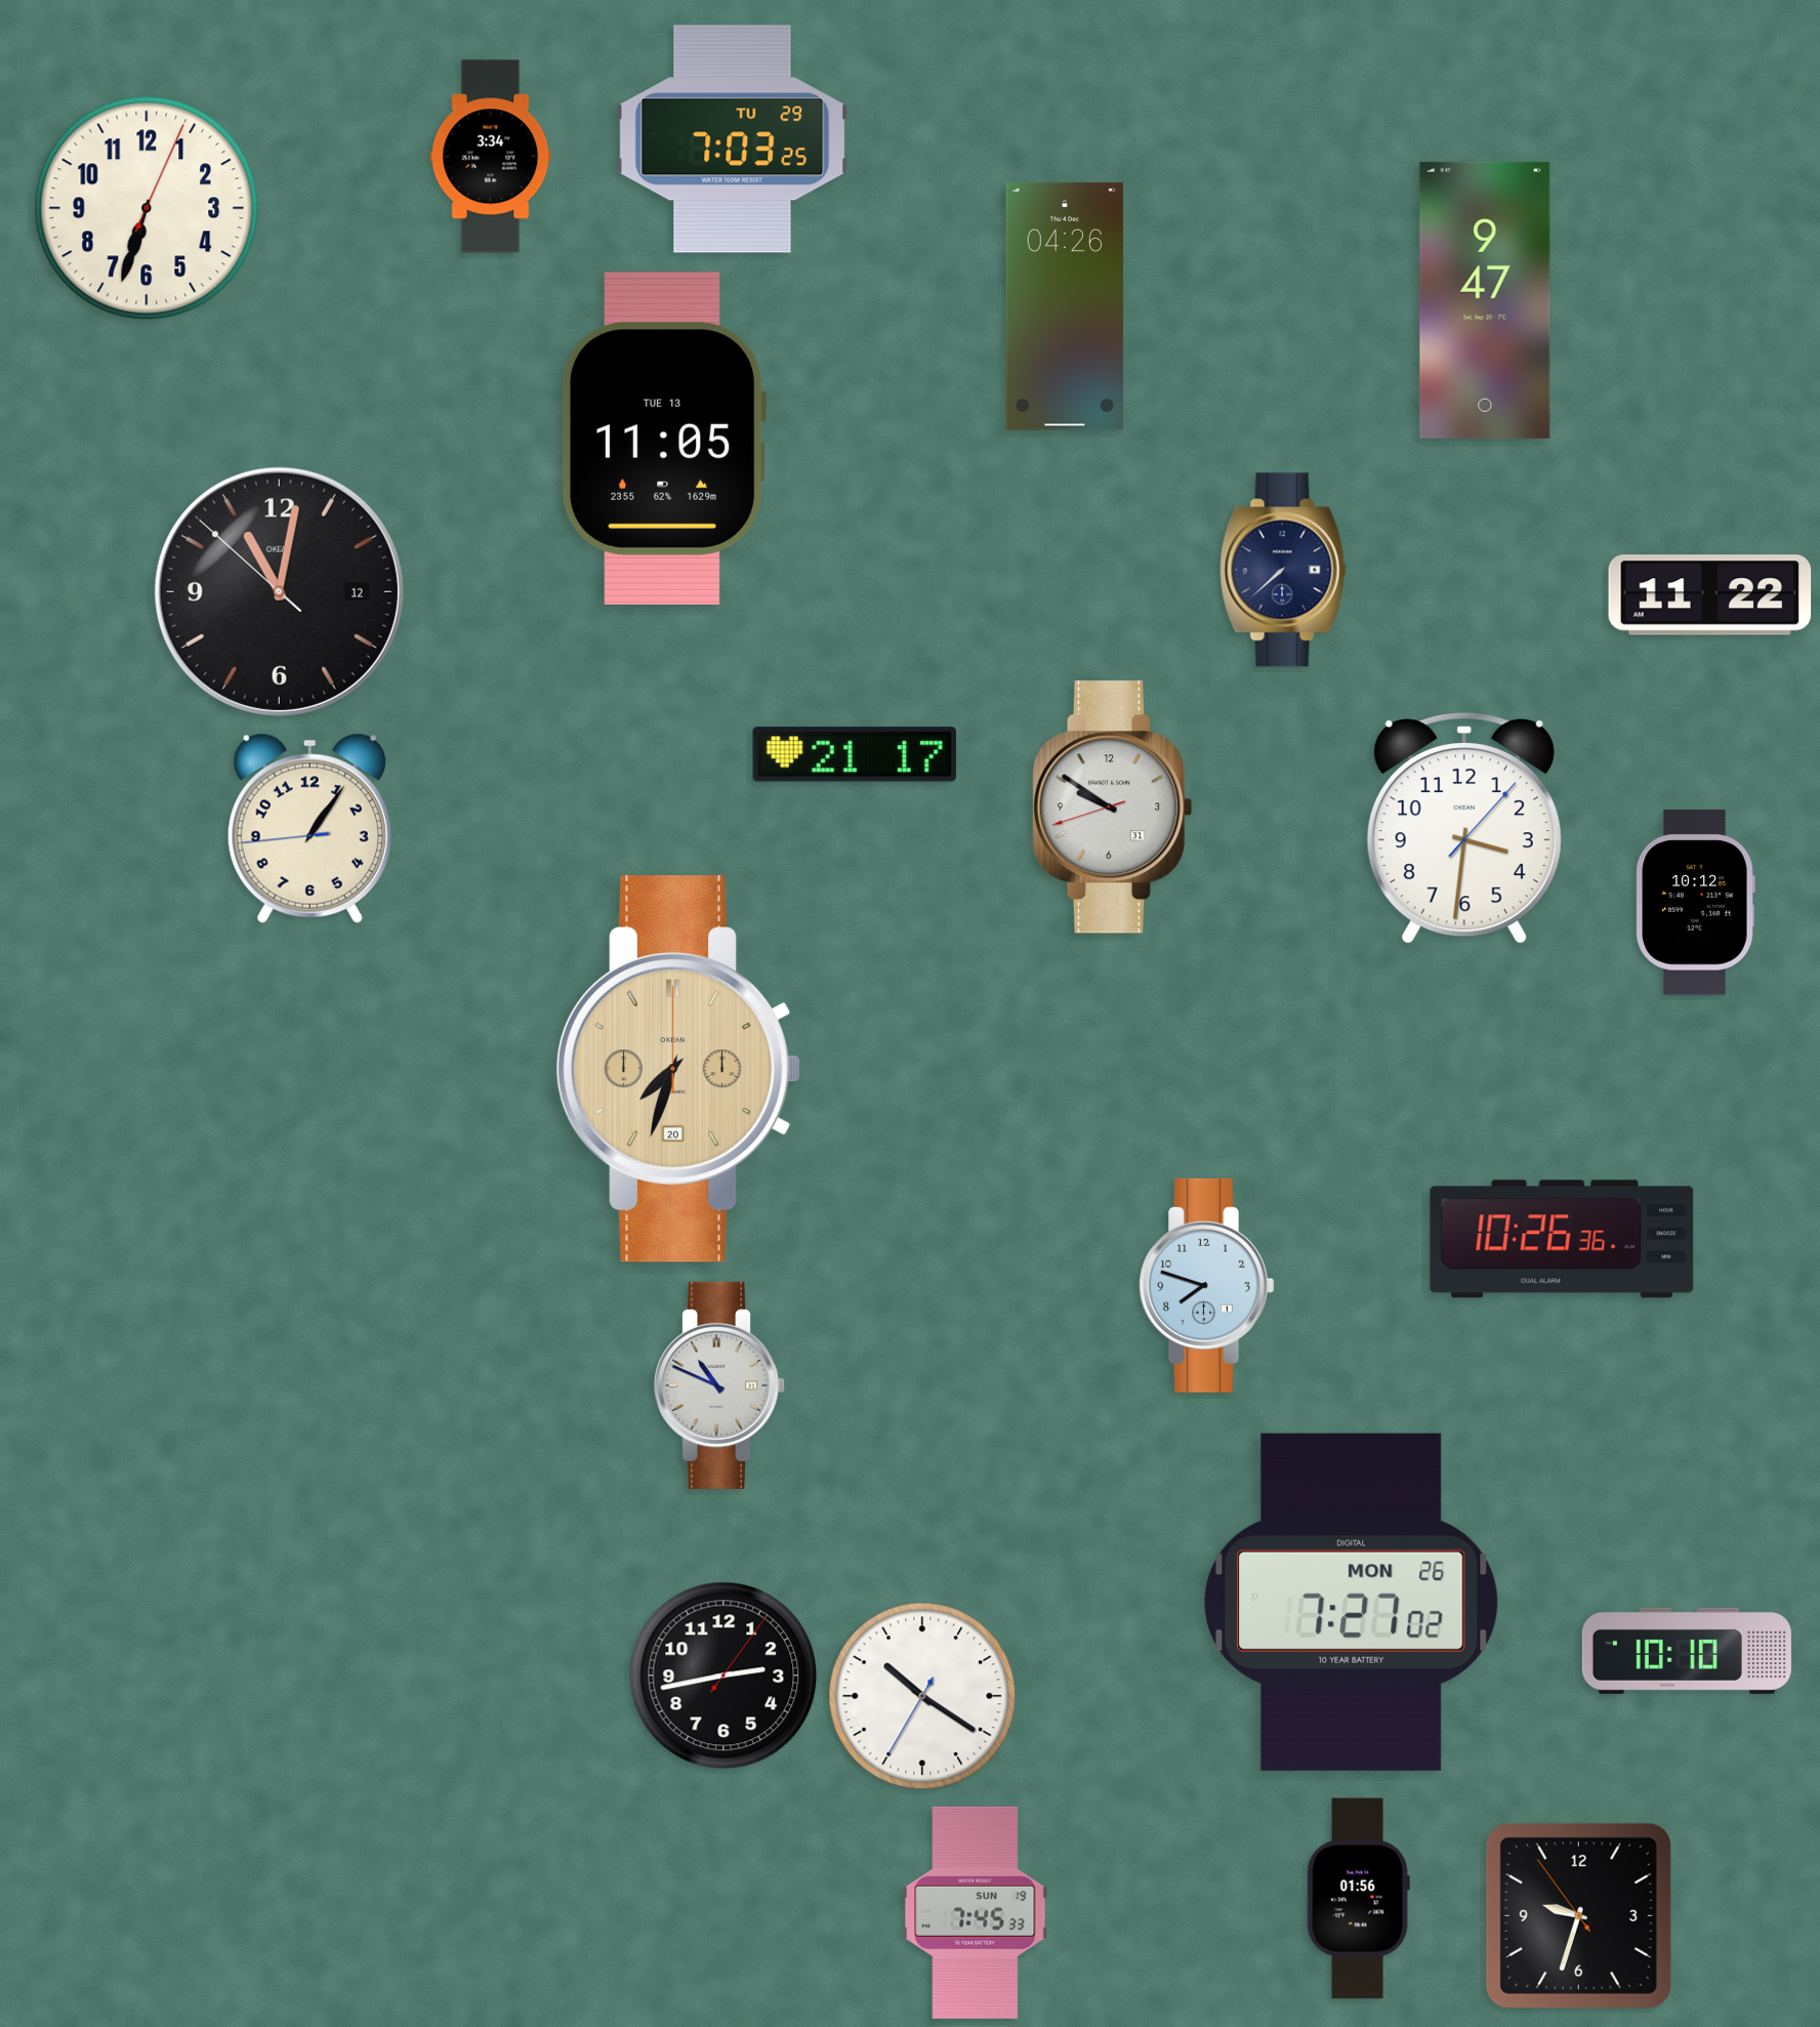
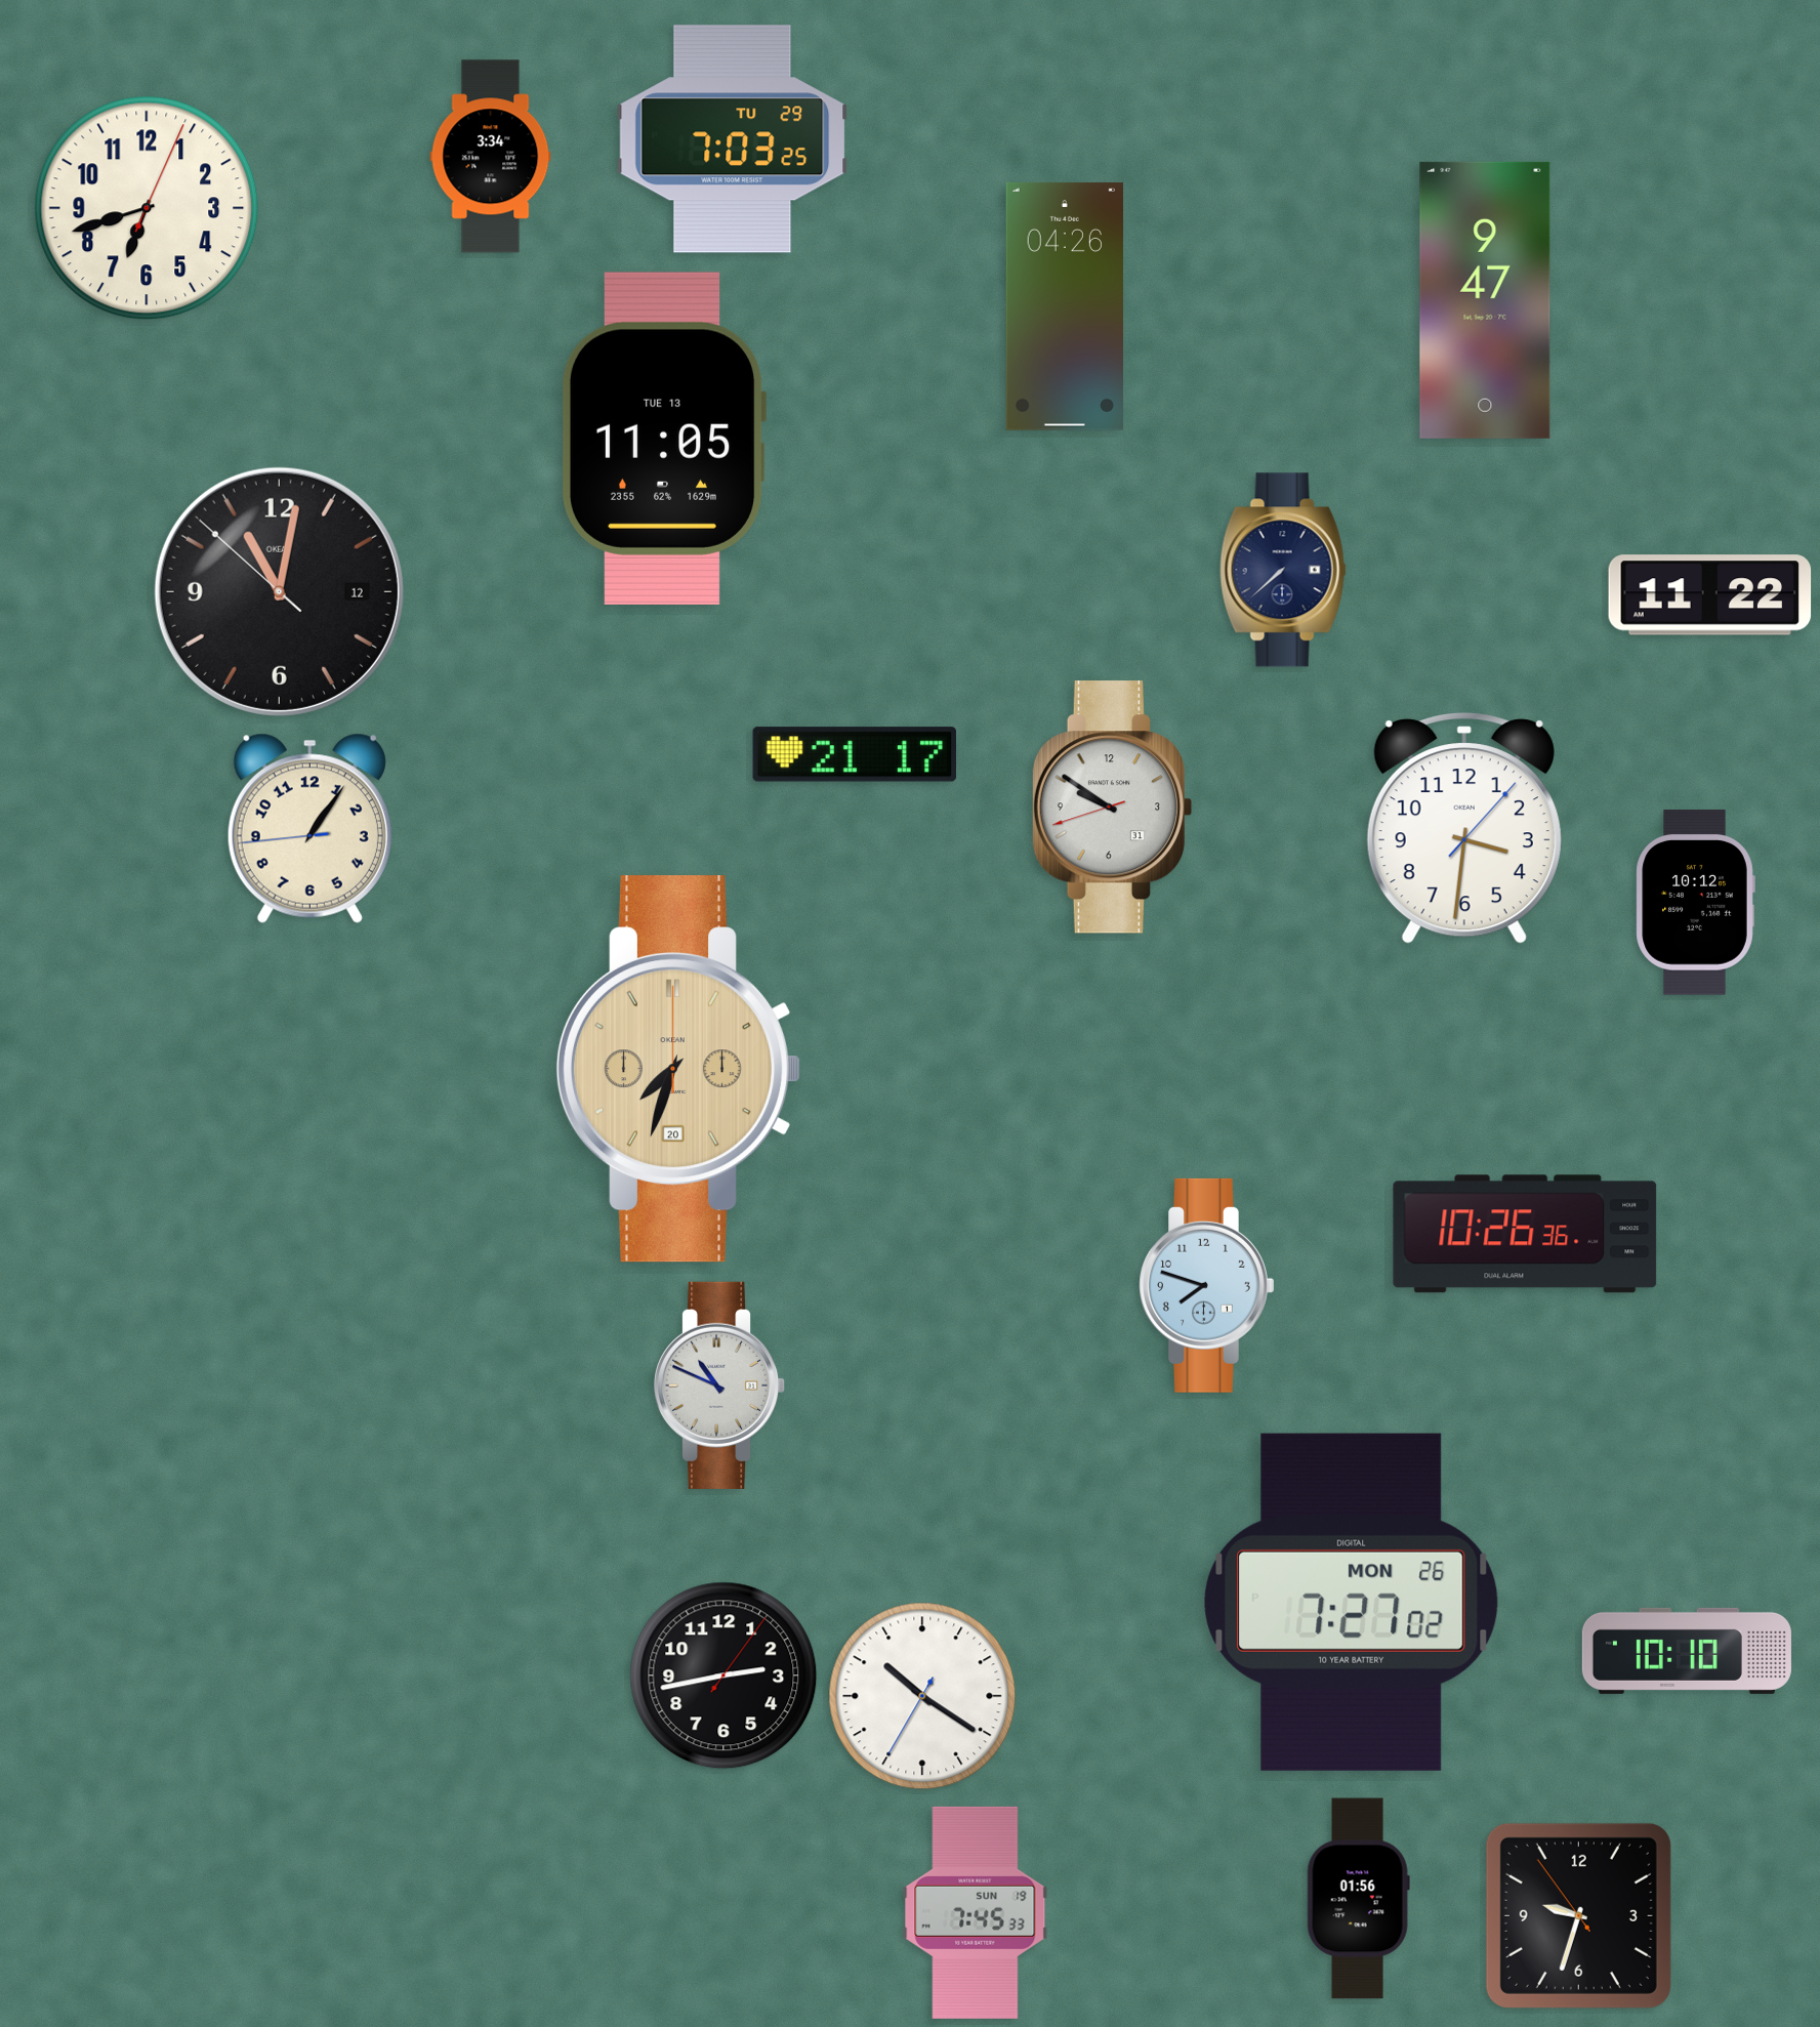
clock at (147, 208): 6:33 -> 6:42
clock at (1562, 1239) position: (1562, 1239) -> (1525, 1234)
